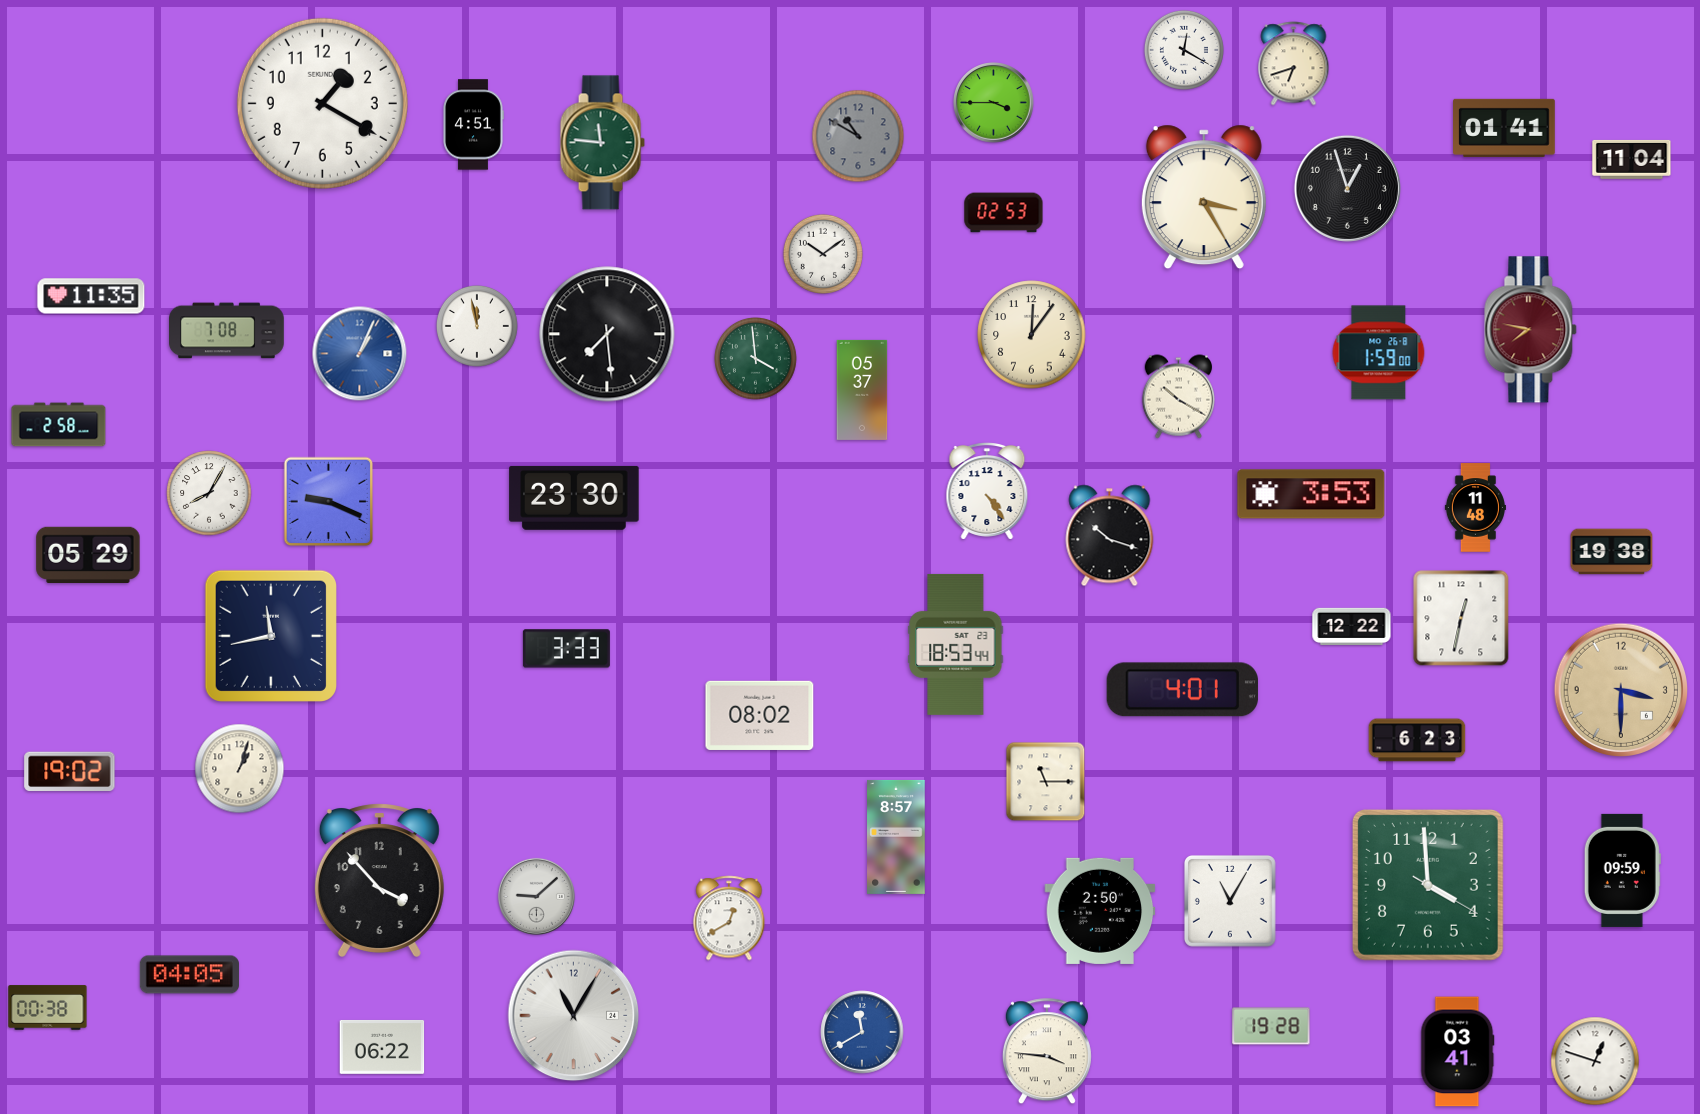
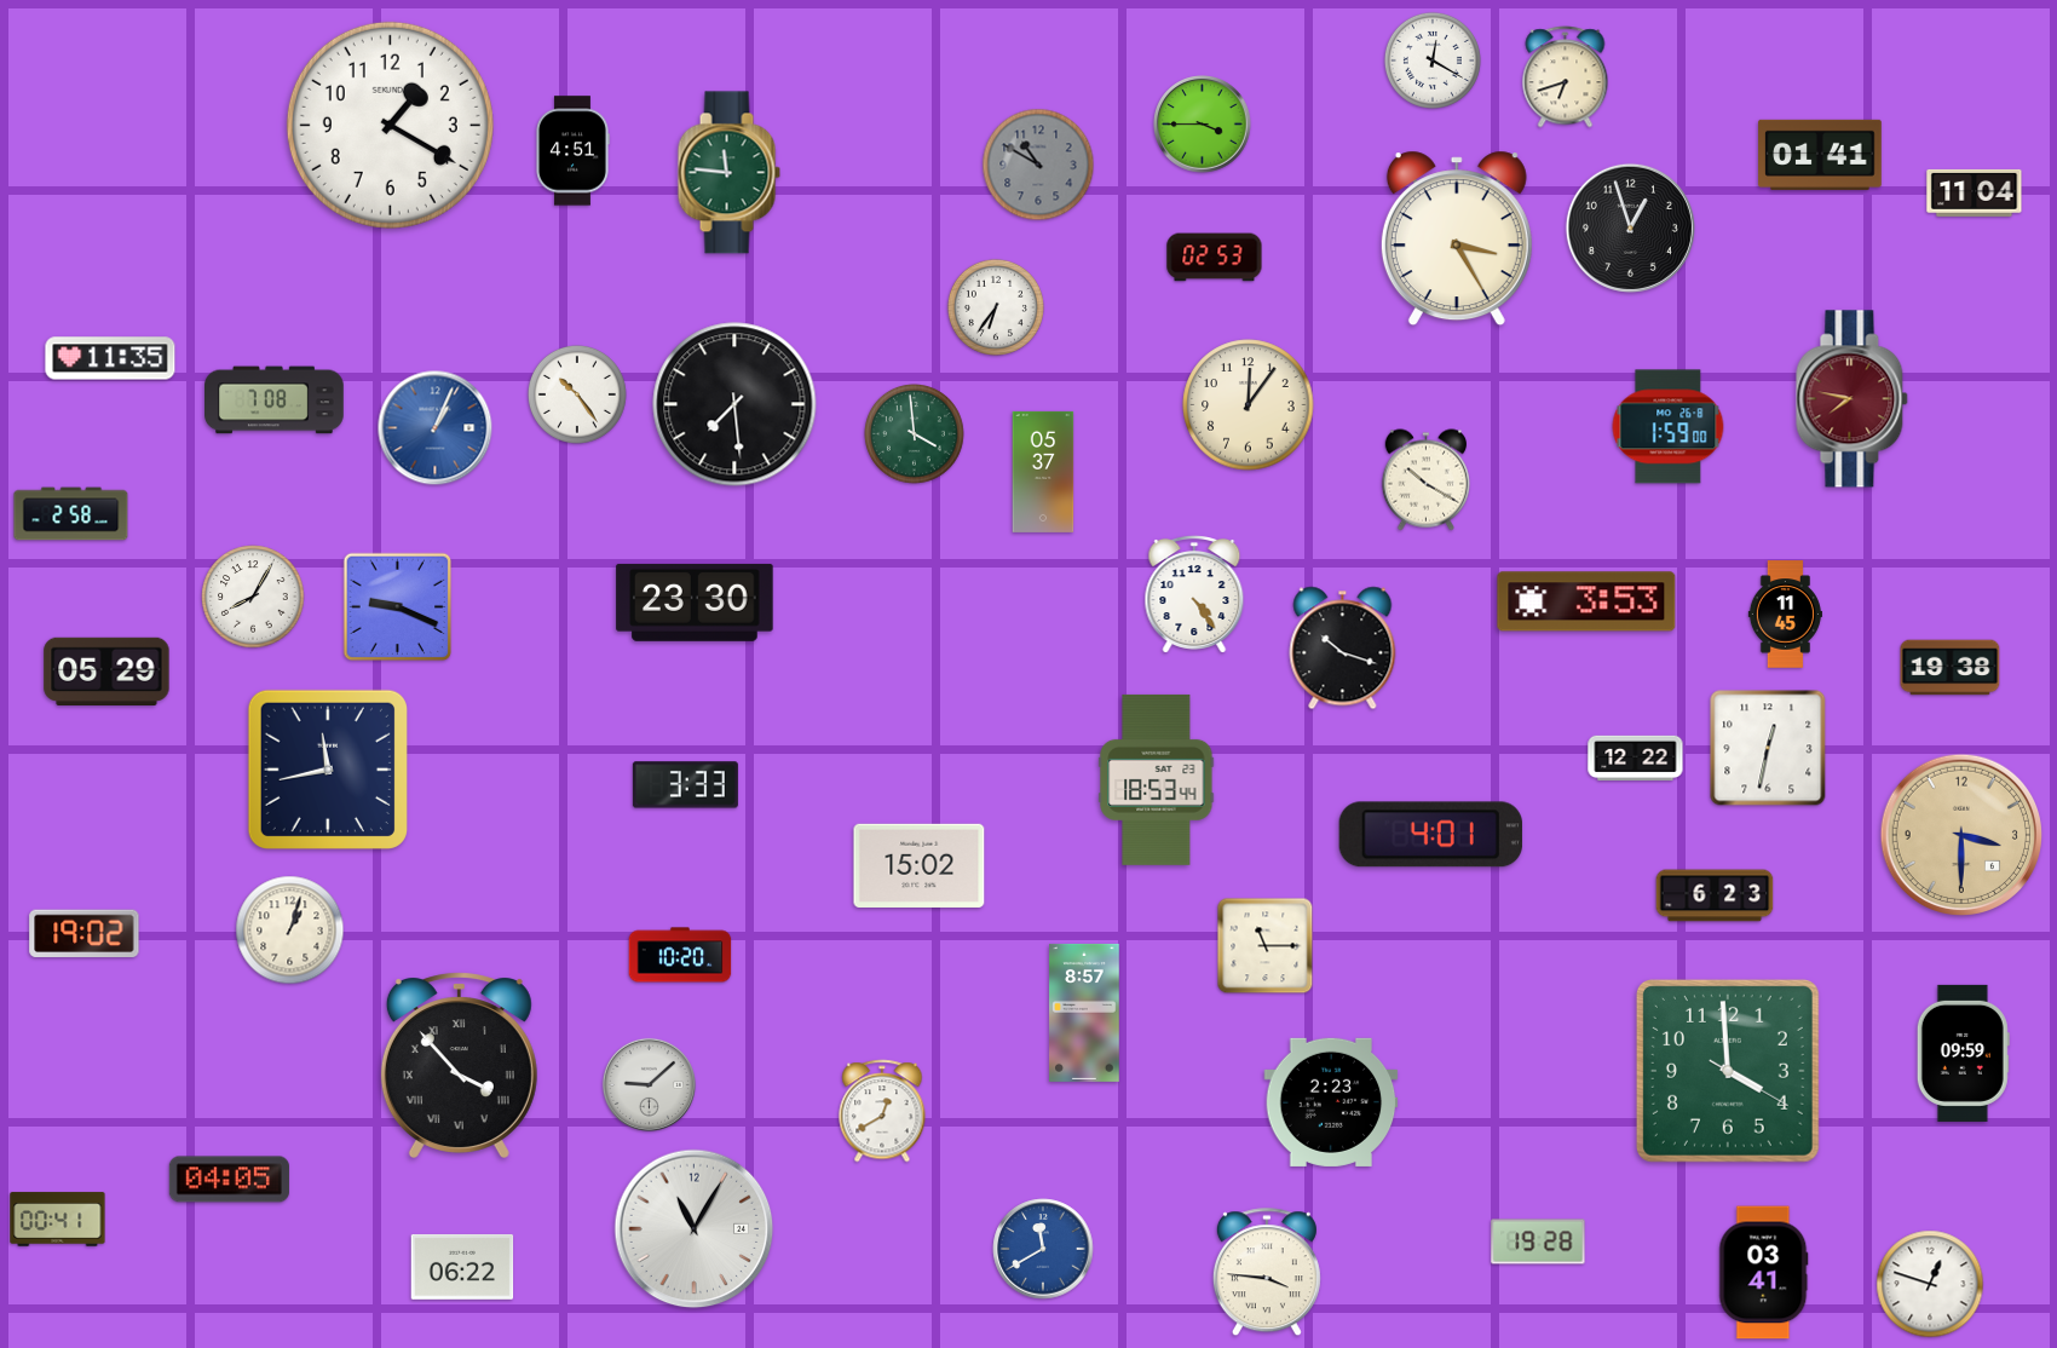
clock at (823, 254): 10:09 -> 6:36
clock at (477, 326): 11:58 -> 10:24
clock at (1311, 494) position: (1311, 494) -> (1586, 601)
clock at (1475, 508): 11:48 -> 11:45
clock at (760, 715): 08:02 -> 15:02
clock at (680, 955): none -> 10:20
clock at (379, 880) numerals: Arabic -> Roman
clock at (1230, 901): 11:05 -> none
clock at (1100, 911): 2:50 -> 2:23
clock at (48, 1008): 00:38 -> 00:41
